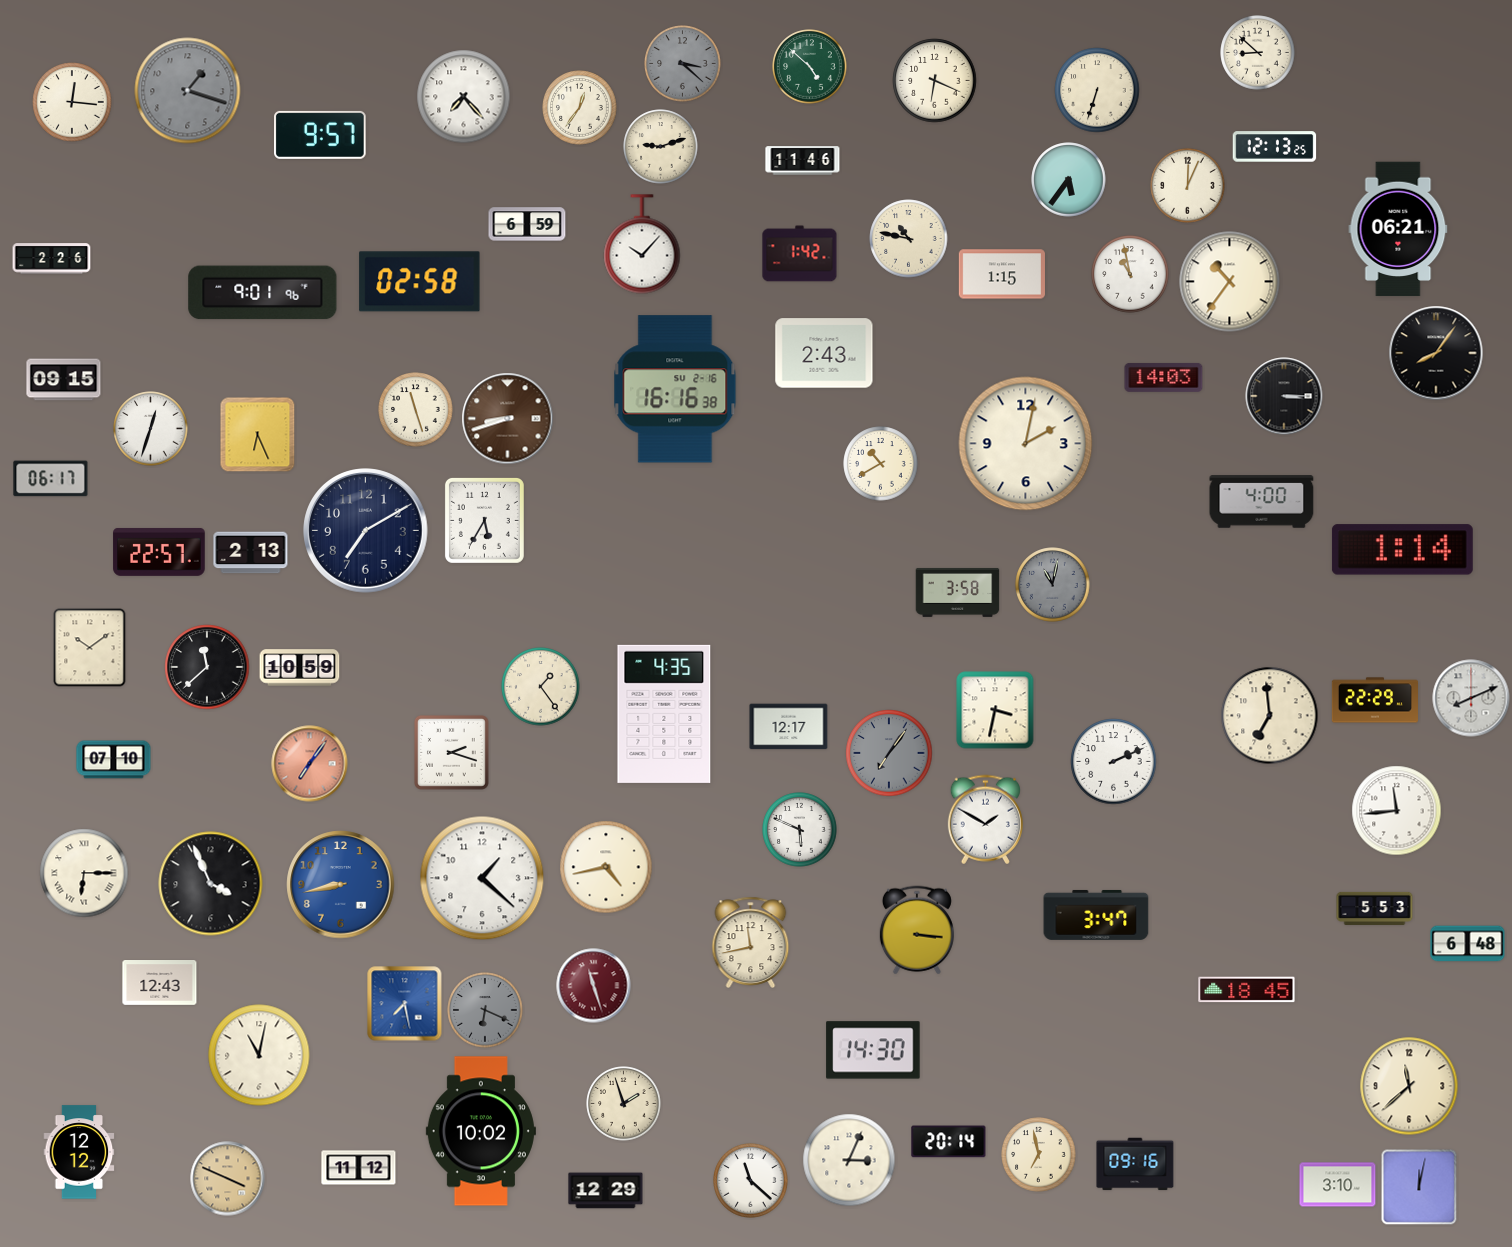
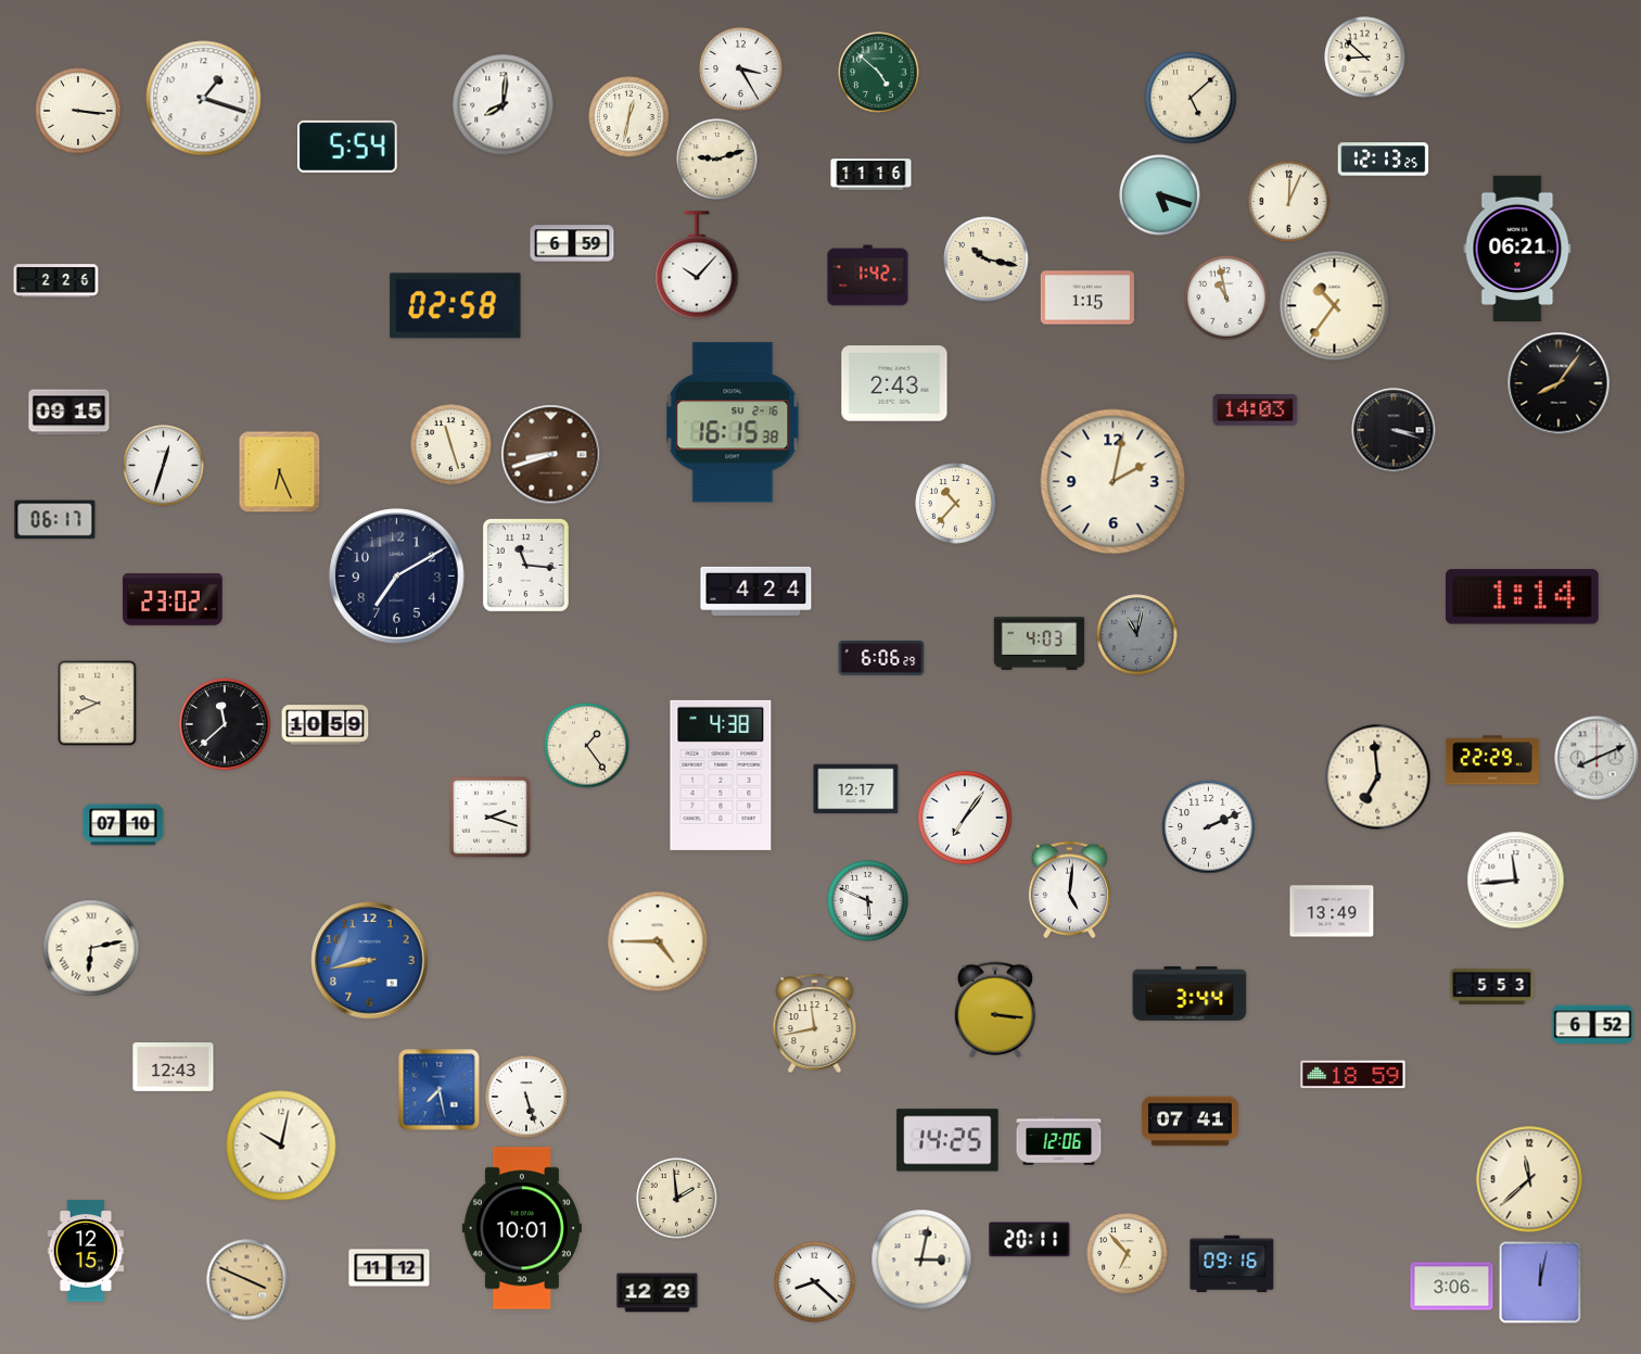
clock at (683, 64): 3:22 -> 3:25
clock at (683, 64) dial: grey -> white
clock at (935, 81): 6:19 -> none
clock at (1097, 90): 6:33 -> 5:08
clock at (188, 91) dial: grey -> white
clock at (464, 97): 7:23 -> 8:01
clock at (72, 102): 12:16 -> 3:16
clock at (580, 108): 12:36 -> 12:32
clock at (321, 135): 9:57 -> 5:54
clock at (803, 161): 11:46 -> 11:16
clock at (1069, 180): 5:36 -> 5:18
clock at (909, 239): 10:47 -> 10:17
clock at (263, 293): 9:01 -> none
clock at (1164, 377) position: (1164, 377) -> (1256, 409)
clock at (675, 389): 16:16 -> 16:15
clock at (1284, 396): 3:15 -> 3:18
clock at (881, 464): 10:40 -> 10:37
clock at (1262, 502): 4:00 -> none
clock at (484, 520): 5:35 -> 11:16
clock at (756, 591): none -> 4:24
clock at (159, 552): 22:57 -> 23:02
clock at (251, 553): 2:13 -> none
clock at (1053, 585) position: (1053, 585) -> (1137, 635)
clock at (958, 592): 3:58 -> 4:03
clock at (881, 658): none -> 6:06
clock at (90, 648): 10:09 -> 9:41
clock at (995, 710): 3:32 -> none
clock at (664, 714): 4:35 -> 4:38
clock at (889, 753) dial: grey -> white
clock at (310, 764): 7:06 -> none
clock at (985, 820): 1:50 -> 5:01
clock at (1332, 911): none -> 13:49
clock at (606, 867): 4:43 -> 4:45
clock at (84, 873): 6:15 -> 6:13
clock at (482, 878): 1:22 -> none
clock at (211, 884): 3:56 -> none
clock at (1096, 915): 3:47 -> 3:44
clock at (1468, 944): 6:48 -> 6:52
clock at (594, 986): 11:27 -> none
clock at (1247, 990): 18:45 -> 18:59
clock at (485, 1010): 6:19 -> 5:27
clock at (485, 1010) dial: grey -> white
clock at (1190, 1122): none -> 07:41
clock at (873, 1050): 14:30 -> 14:25
clock at (1059, 1141): none -> 12:06
clock at (259, 1055): 11:02 -> 10:02
clock at (624, 1104): 1:57 -> 1:59
clock at (481, 1131): 10:02 -> 10:01
clock at (949, 1142): 20:14 -> 20:11
clock at (79, 1152): 12:12 -> 12:15
clock at (1039, 1155): 6:58 -> 6:53
clock at (849, 1160): 3:04 -> 3:02
clock at (751, 1181): 11:22 -> 8:22
clock at (1338, 1185): 3:10 -> 3:06
clock at (1419, 1187) position: (1419, 1187) -> (1540, 1282)
